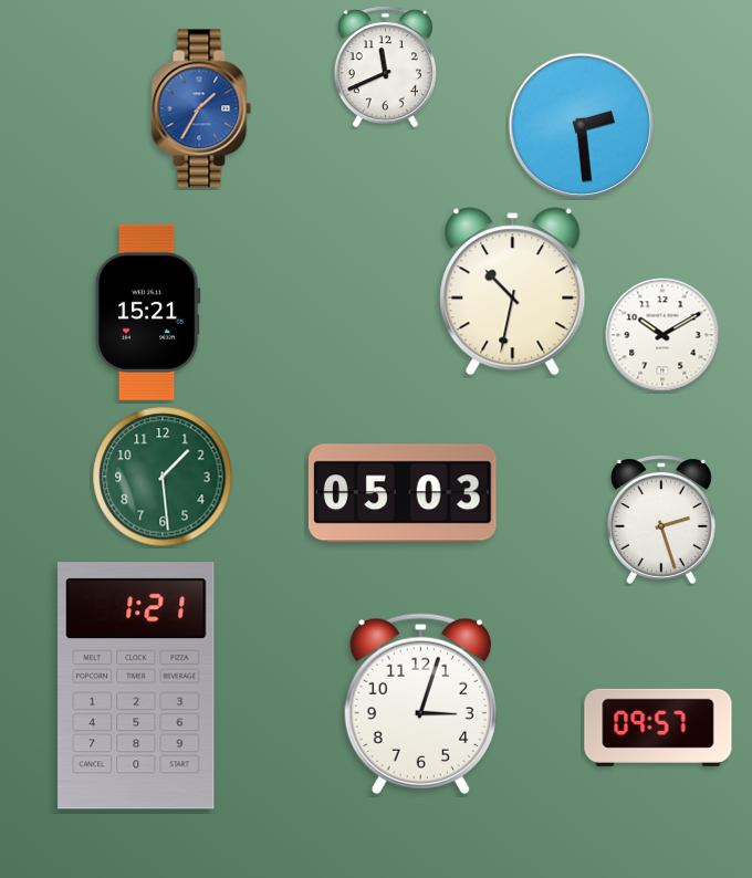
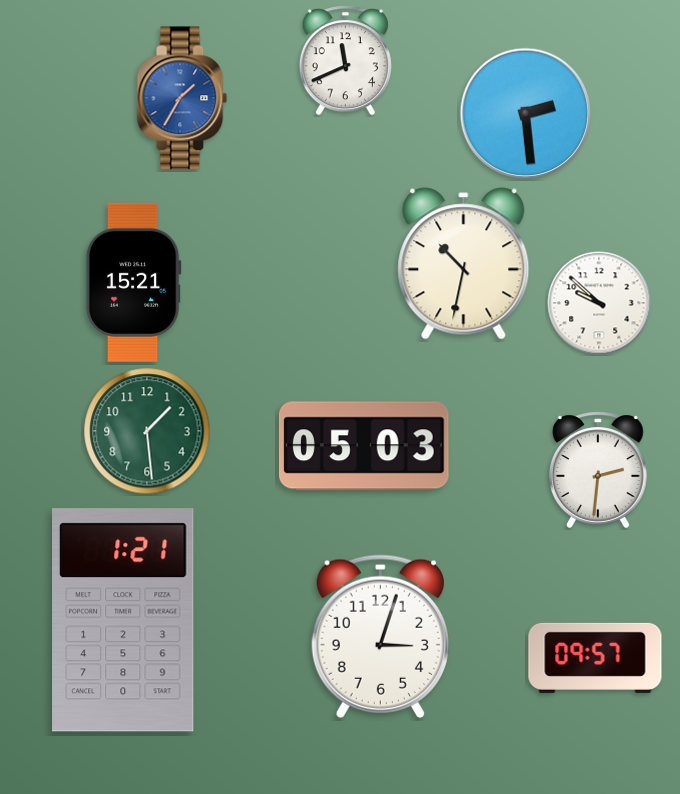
clock at (385, 67) position: (385, 67) -> (345, 61)
clock at (662, 335): 10:10 -> 9:52
clock at (661, 520): 2:27 -> 2:31
